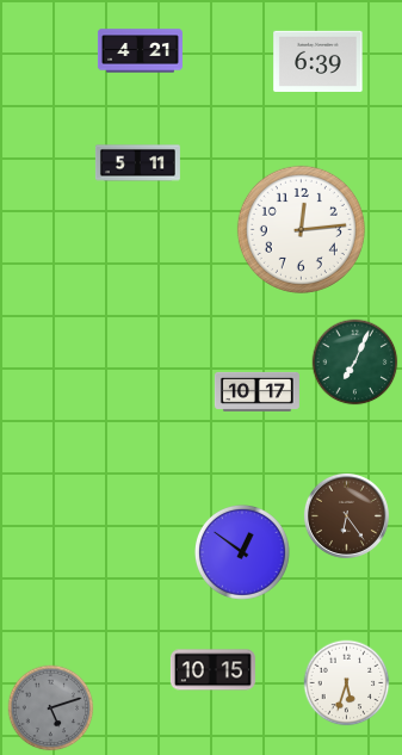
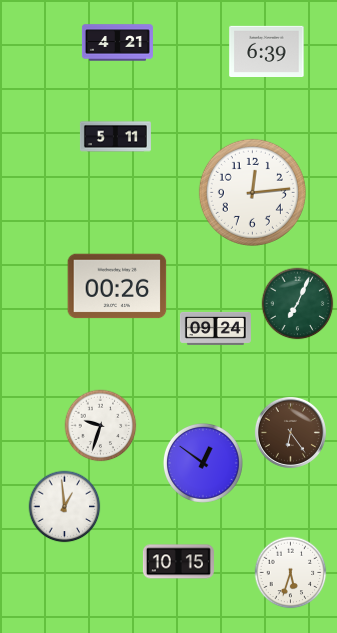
clock at (117, 286): none -> 00:26
clock at (256, 391): 10:17 -> 09:24
clock at (101, 426): none -> 9:33
clock at (65, 507): none -> 12:59
clock at (51, 708): 5:12 -> none
